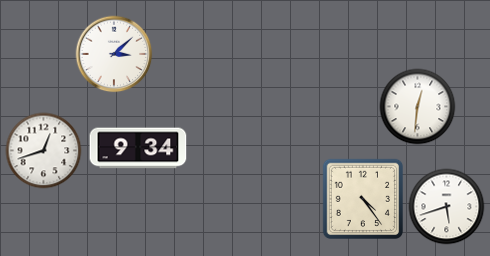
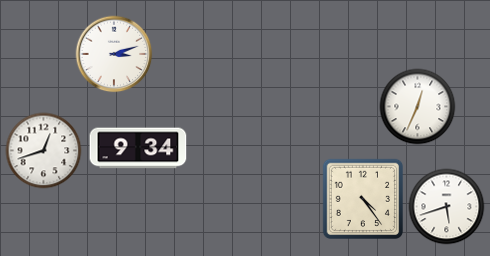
clock at (114, 54): 3:08 -> 3:12
clock at (418, 107): 12:31 -> 12:34
